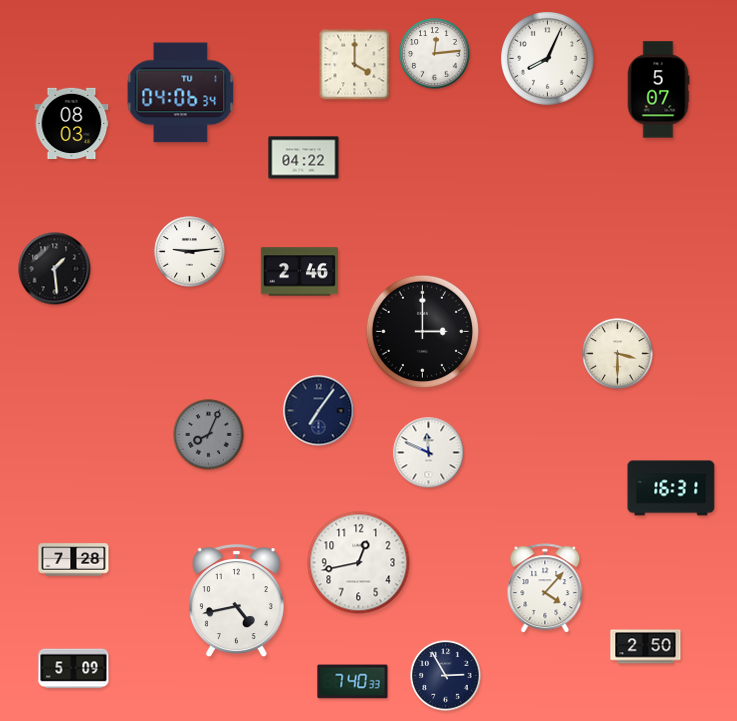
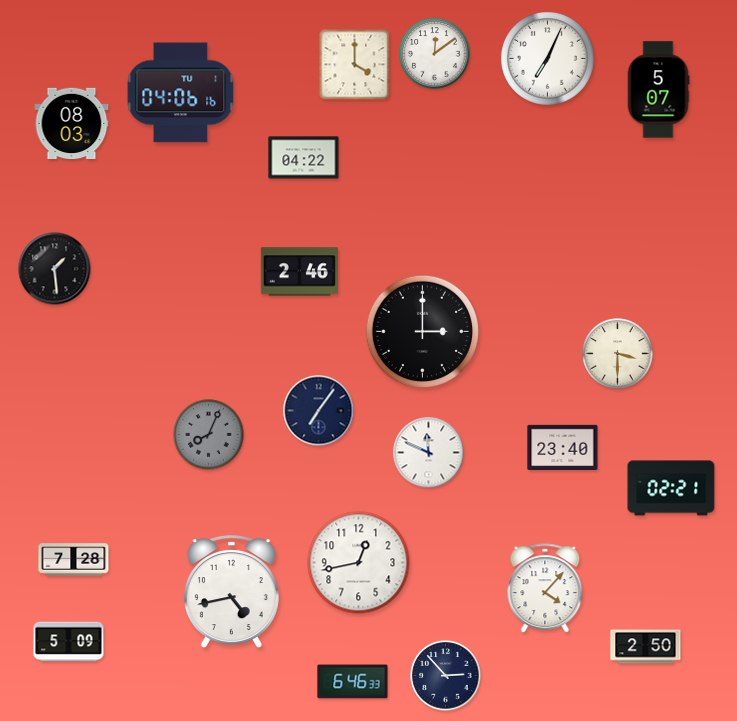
clock at (435, 54): 12:14 -> 12:09
clock at (548, 59): 8:04 -> 7:04
clock at (181, 93): 04:06:34 -> 04:06:16
clock at (190, 252): 9:14 -> none
clock at (563, 447): none -> 23:40
clock at (671, 488): 16:31 -> 02:21
clock at (236, 601) position: (236, 601) -> (231, 592)
clock at (74, 669) position: (74, 669) -> (69, 642)
clock at (446, 676): 2:55 -> 2:53
clock at (353, 682): 7:40 -> 6:46
